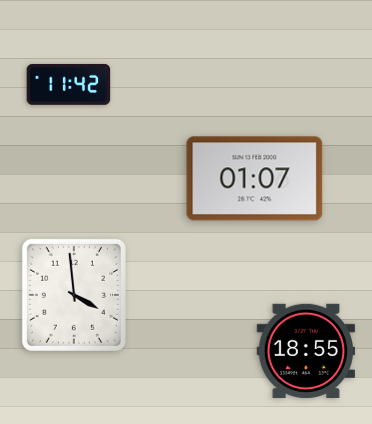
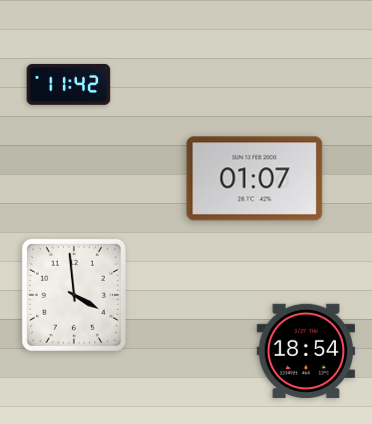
clock at (305, 351): 18:55 -> 18:54
